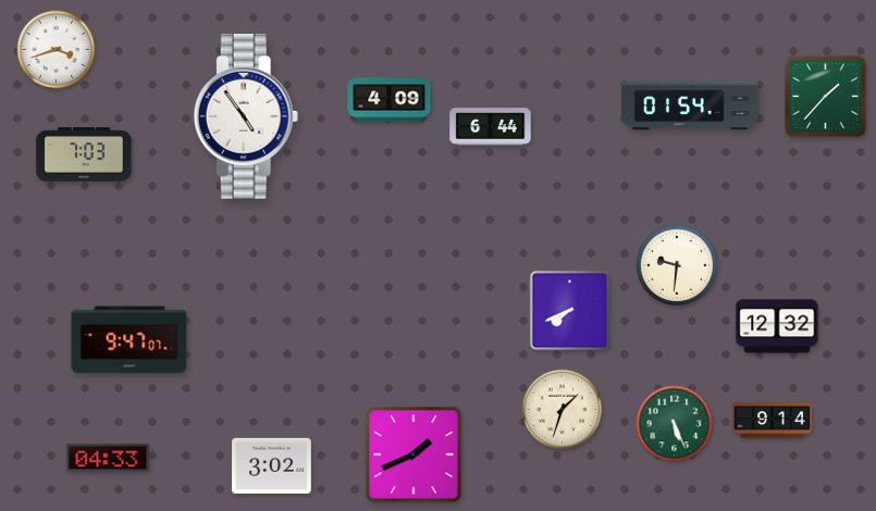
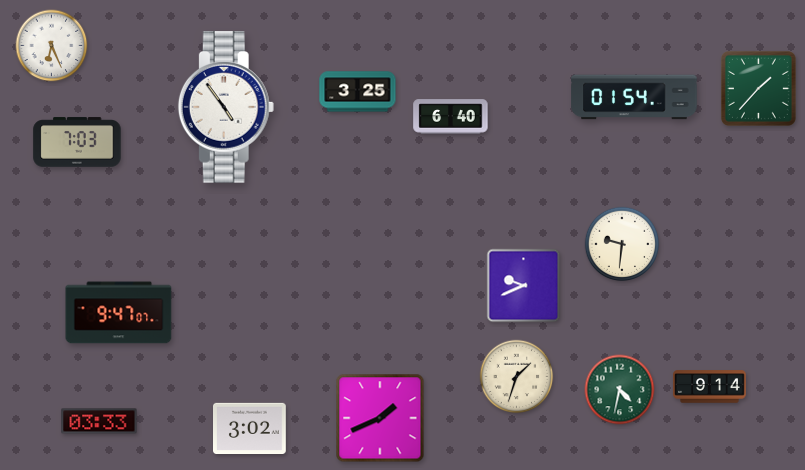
clock at (57, 50): 3:42 -> 6:26
clock at (390, 100): 4:09 -> 3:25
clock at (491, 127): 6:44 -> 6:40
clock at (570, 311): 7:41 -> 9:41
clock at (777, 326): 12:32 -> none
clock at (675, 424): 5:26 -> 4:32
clock at (108, 458): 04:33 -> 03:33
